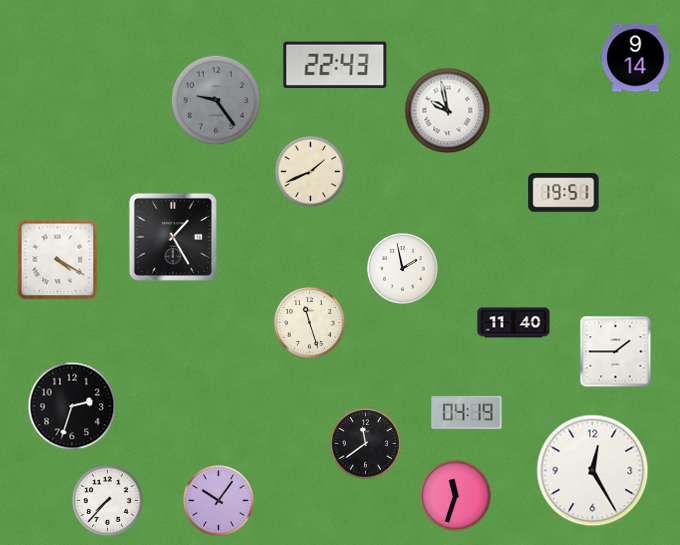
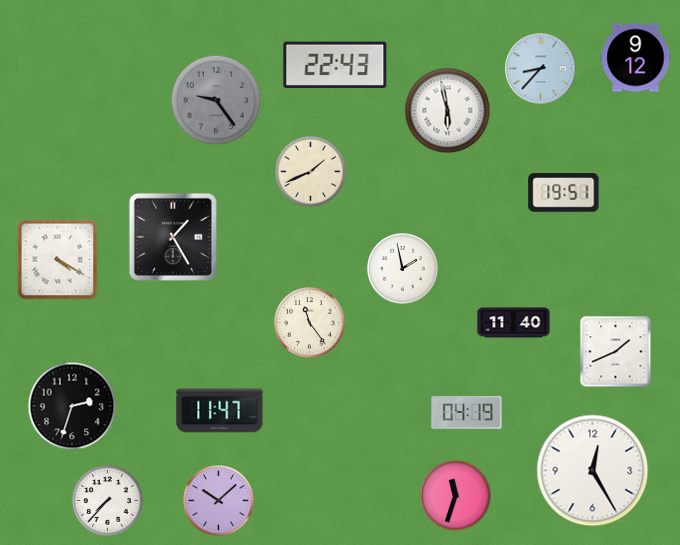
clock at (636, 58): 9:14 -> 9:12
clock at (541, 69): none -> 8:37
clock at (448, 111): 9:58 -> 5:58
clock at (310, 323): 11:27 -> 11:24
clock at (616, 352): 1:45 -> 1:41
clock at (220, 411): none -> 11:47
clock at (366, 444): 11:39 -> none
clock at (219, 501): 10:06 -> 10:08
